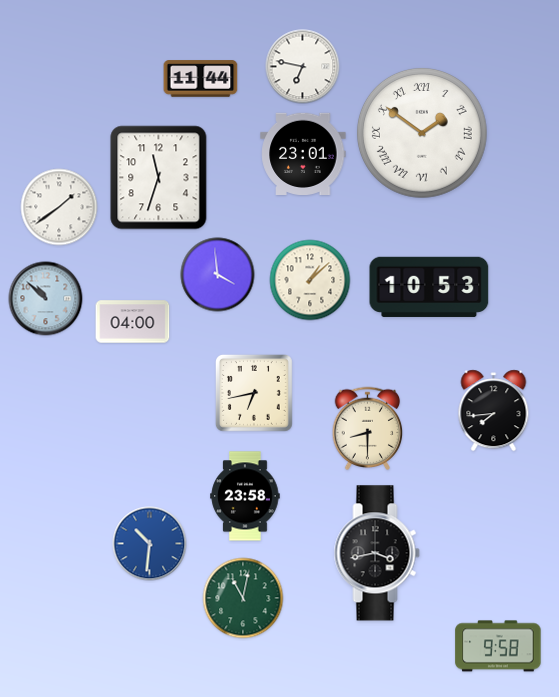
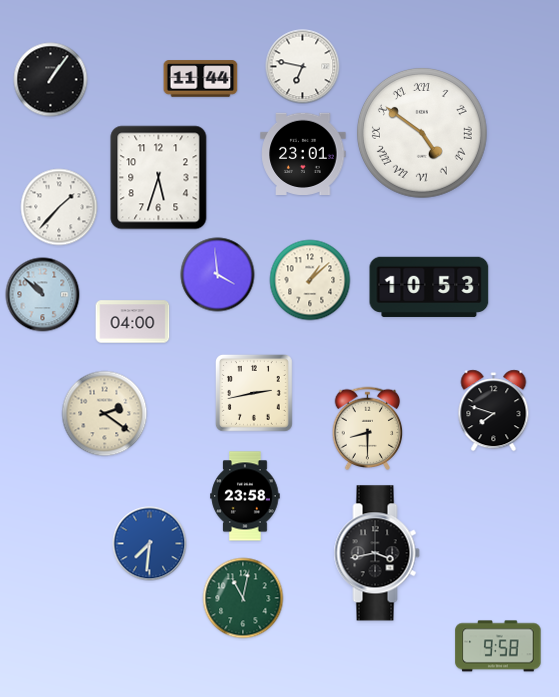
clock at (51, 80): none -> 1:06
clock at (422, 133): 1:51 -> 4:51
clock at (159, 178): 11:33 -> 5:33
clock at (59, 207): 1:39 -> 1:37
clock at (46, 299) position: (46, 299) -> (43, 295)
clock at (254, 393): 6:43 -> 2:43
clock at (494, 411): 7:44 -> 7:48
clock at (105, 414): none -> 2:21
clock at (150, 544): 10:31 -> 7:31
